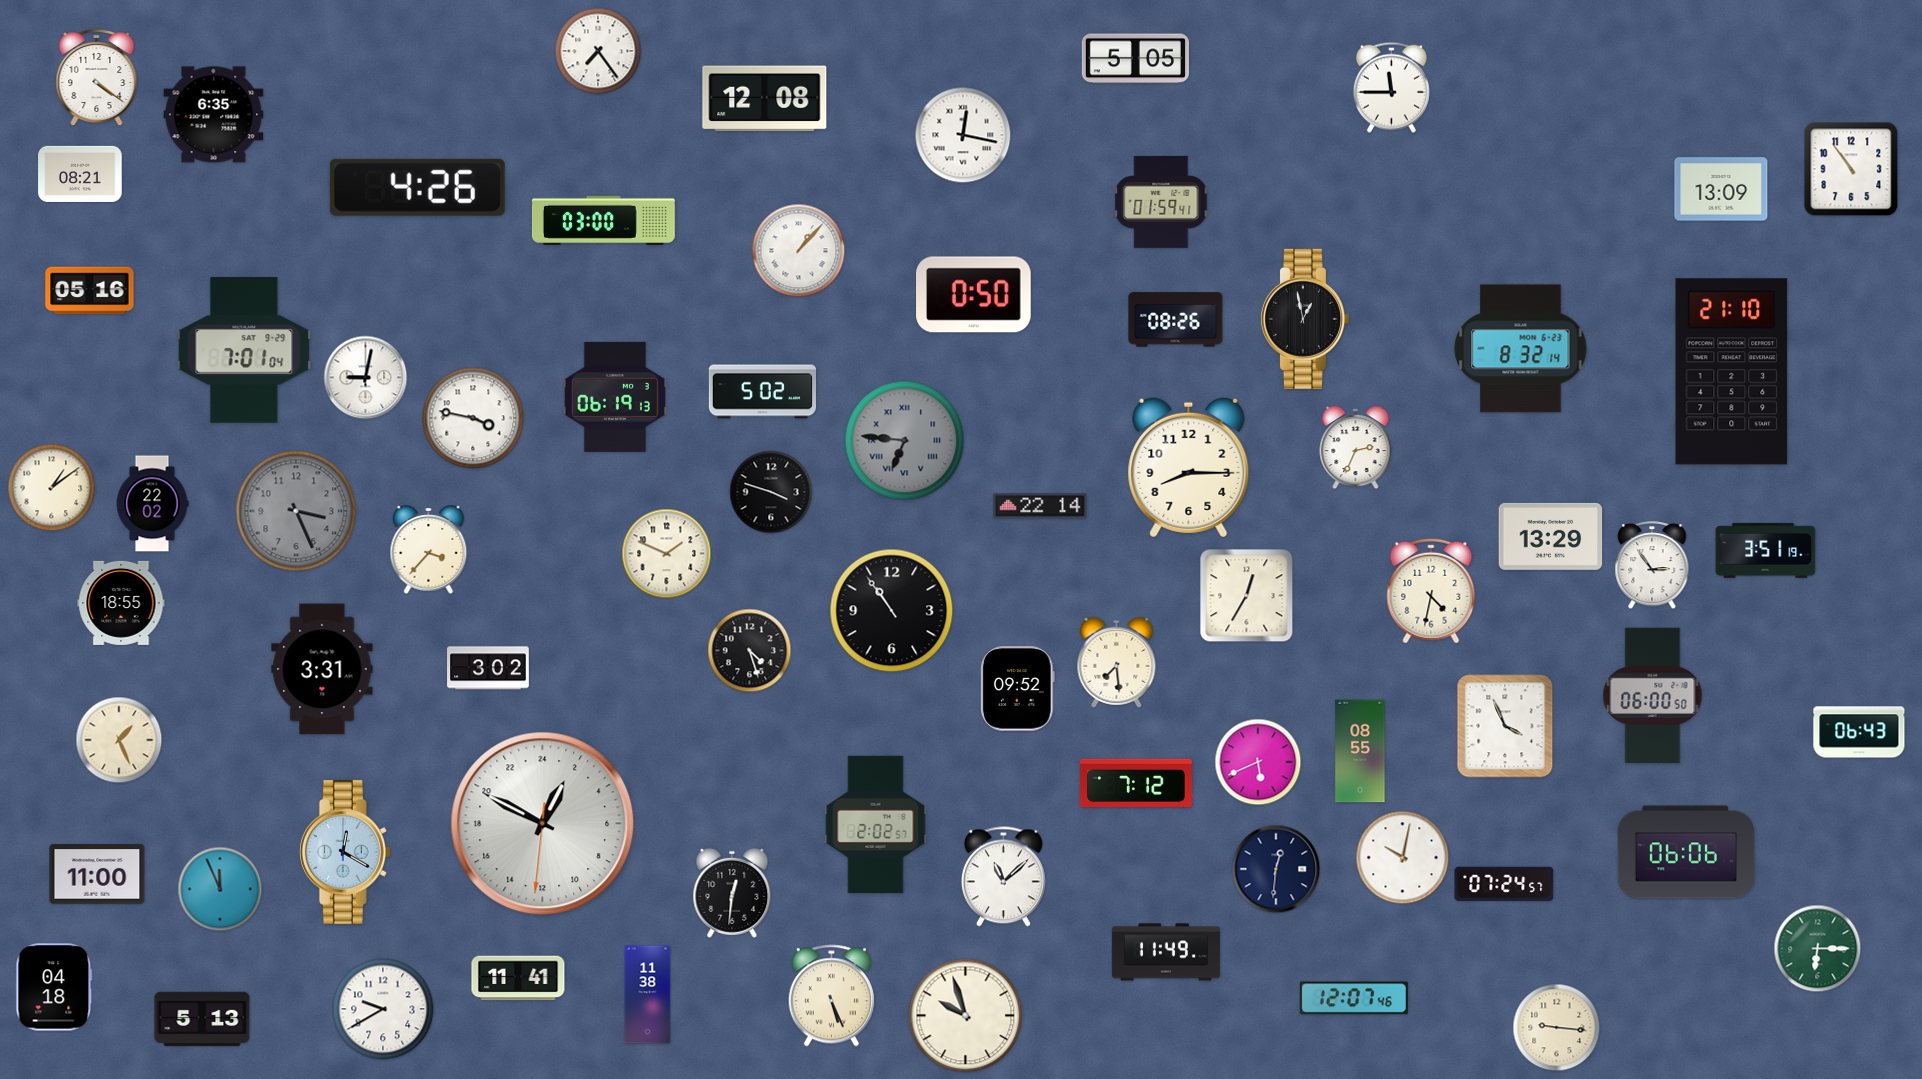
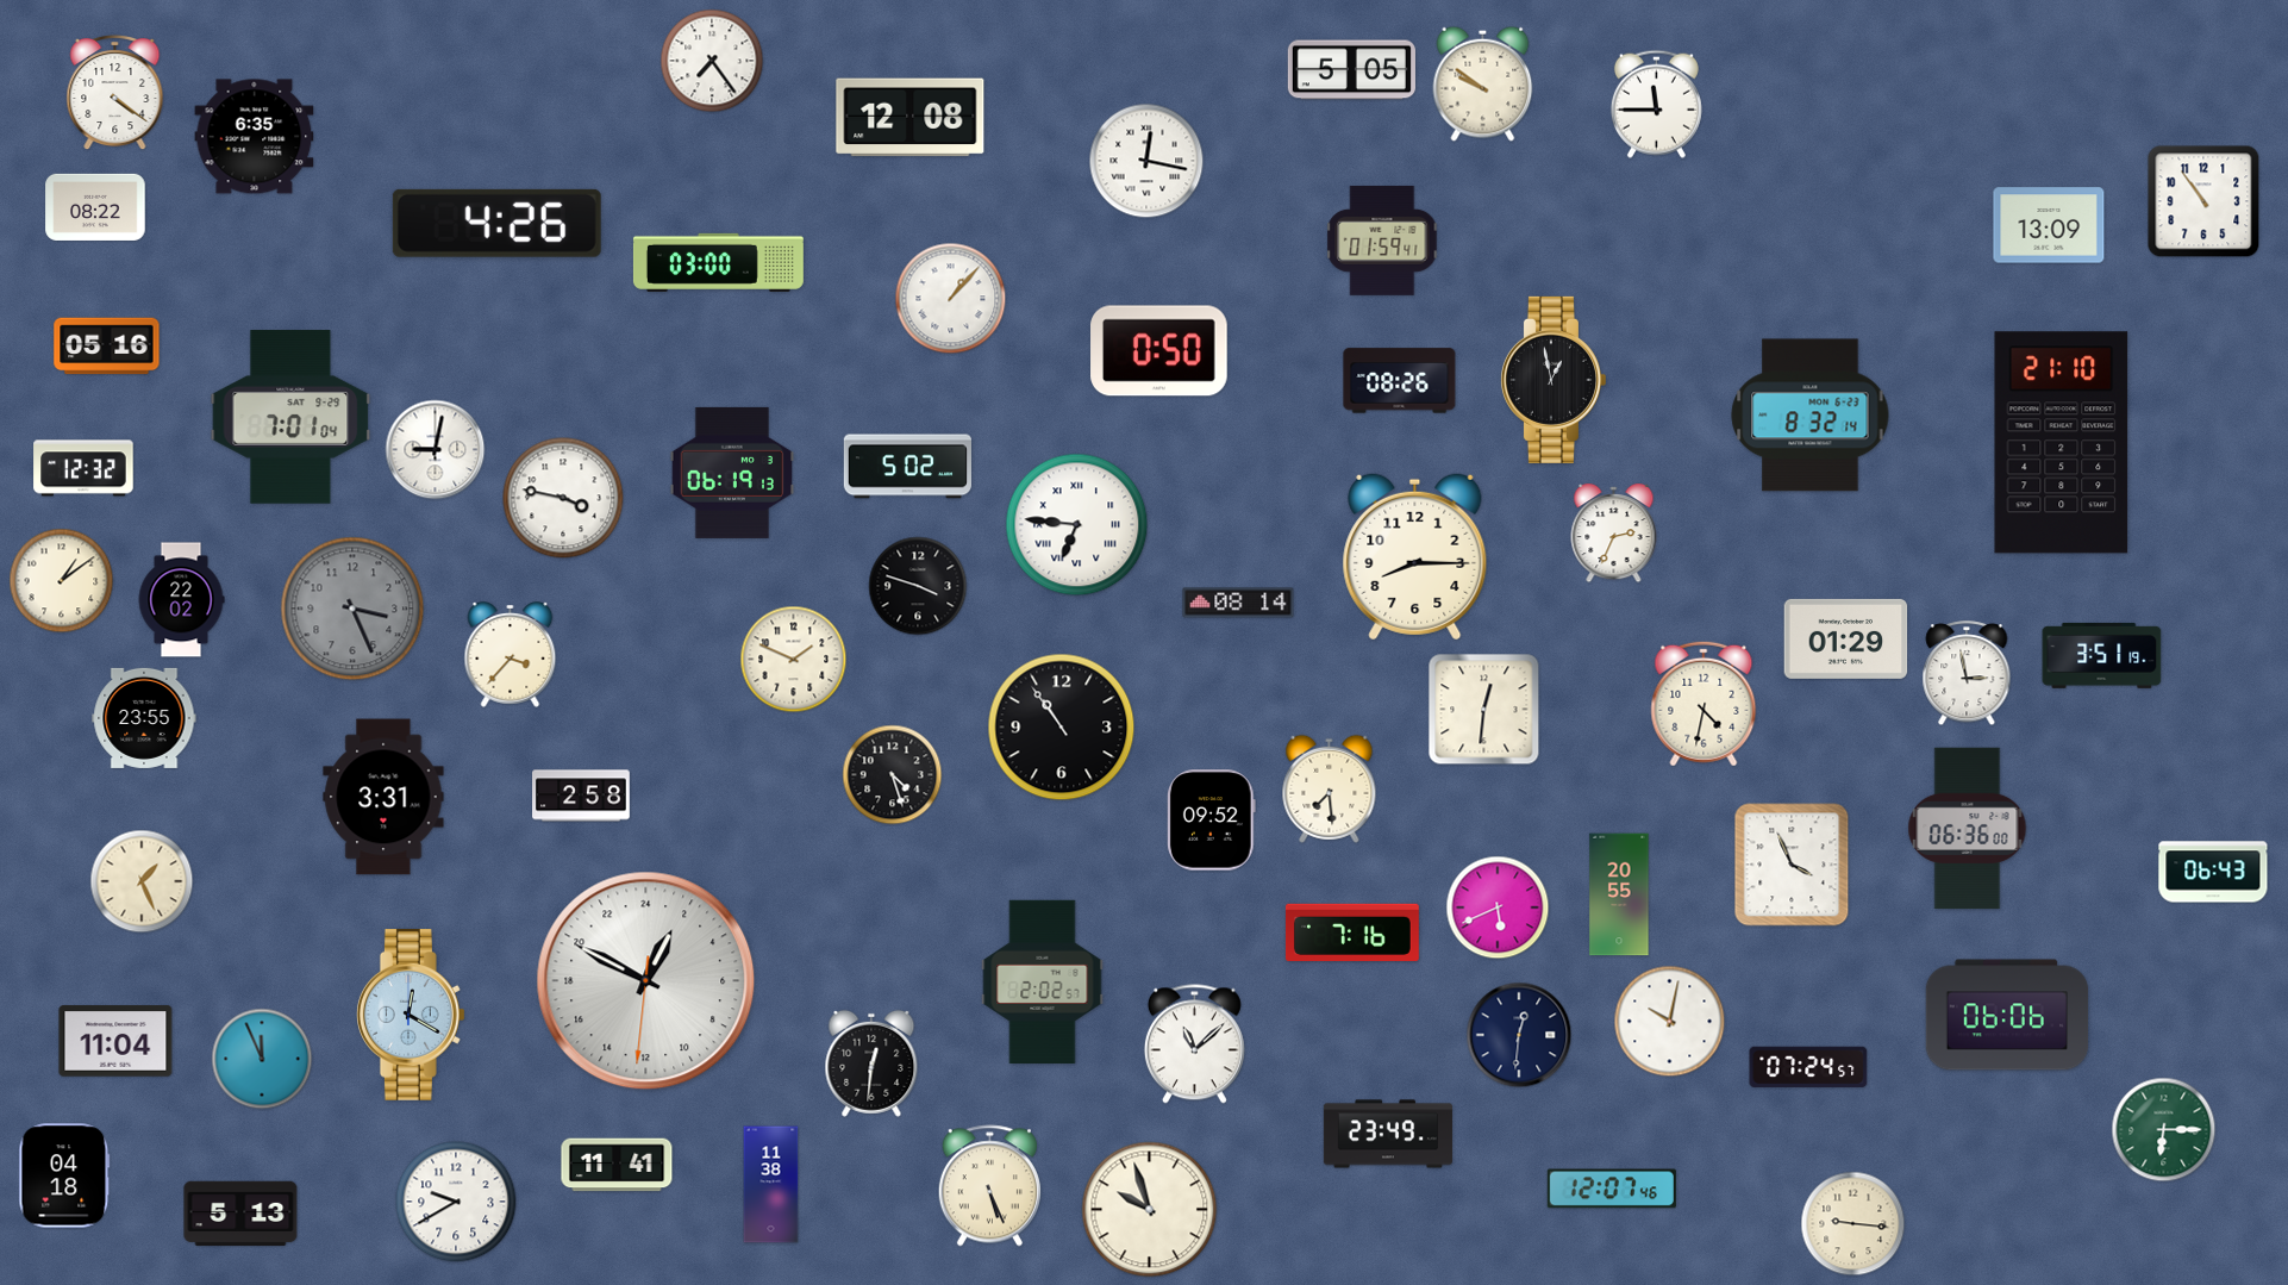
clock at (1483, 83): none -> 9:51
clock at (80, 174): 08:21 -> 08:22
clock at (83, 468): none -> 12:32
clock at (905, 441) dial: grey -> white
clock at (1040, 506): 22:14 -> 08:14
clock at (1551, 536): 13:29 -> 01:29
clock at (1652, 566): 2:54 -> 2:58
clock at (1247, 596): 12:35 -> 12:31
clock at (121, 603): 18:55 -> 23:55
clock at (488, 668): 3:02 -> 2:58
clock at (1653, 696): 06:00 -> 06:36
clock at (1360, 751): 08:55 -> 20:55
clock at (1136, 783): 7:12 -> 7:16
clock at (97, 874): 11:00 -> 11:04
clock at (1504, 884) position: (1504, 884) -> (1808, 1067)
clock at (1166, 952): 11:49 -> 23:49
